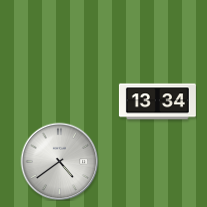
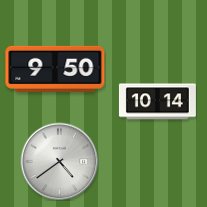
clock at (55, 69): none -> 9:50
clock at (157, 102): 13:34 -> 10:14
